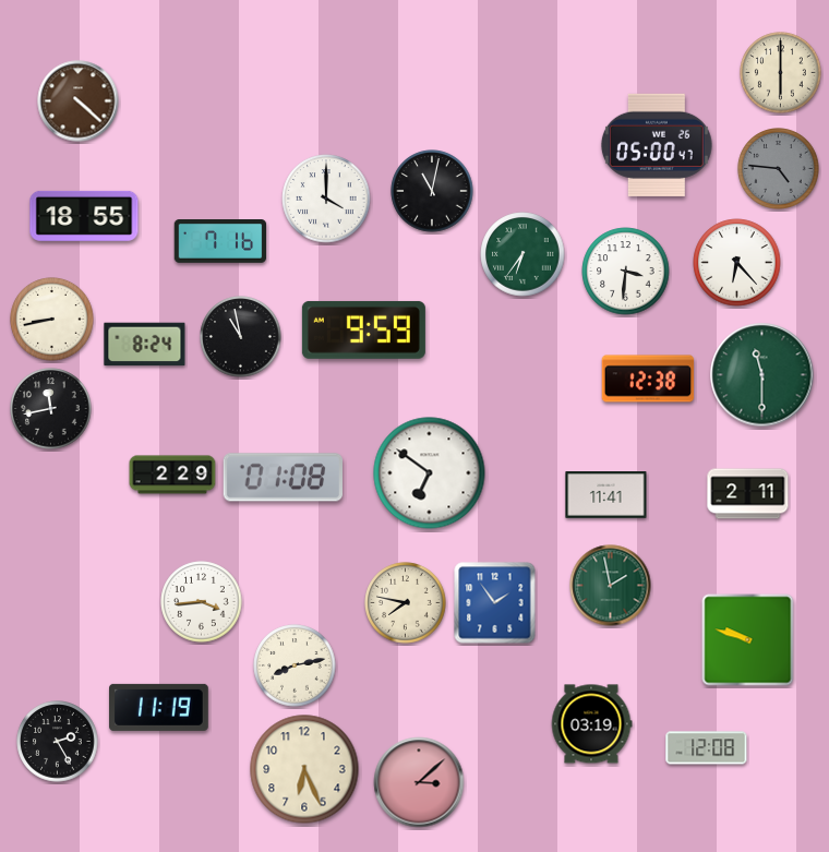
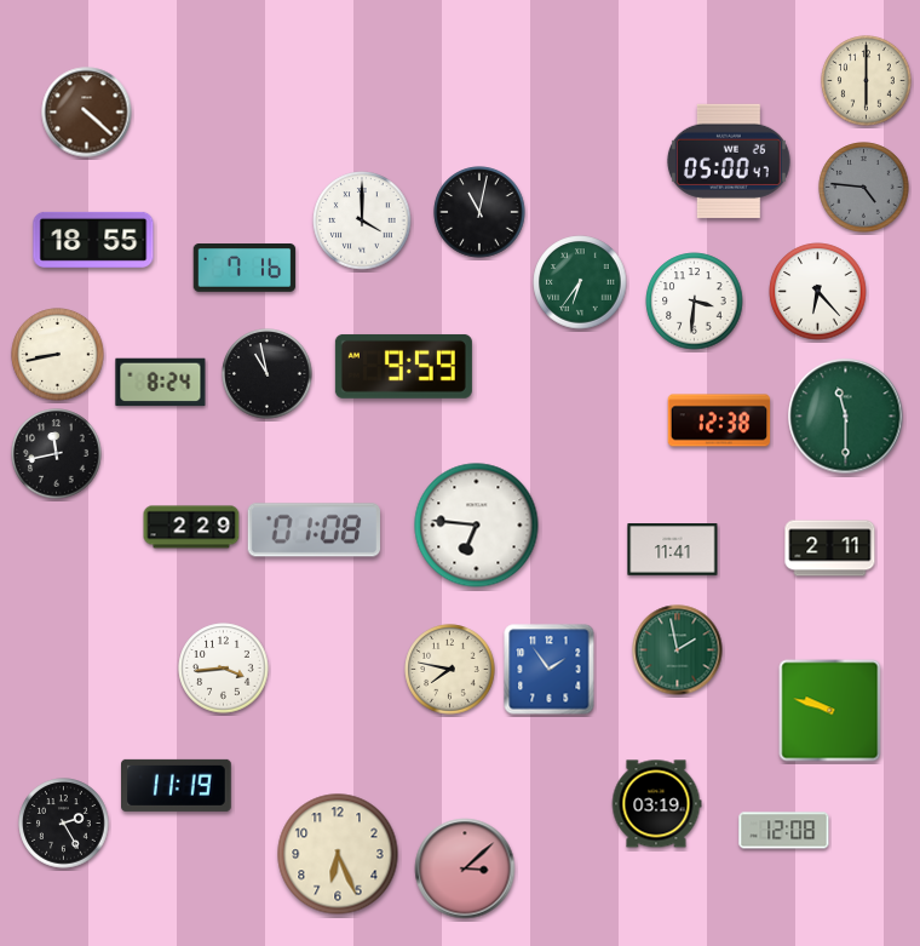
clock at (430, 473): 6:51 -> 6:46
clock at (295, 665): 8:13 -> none
